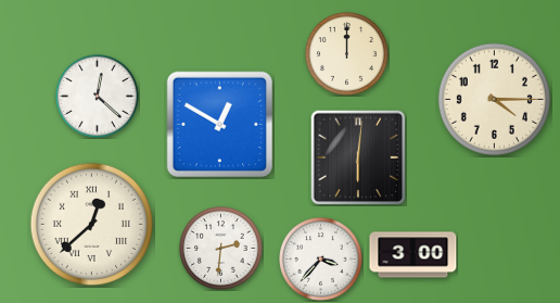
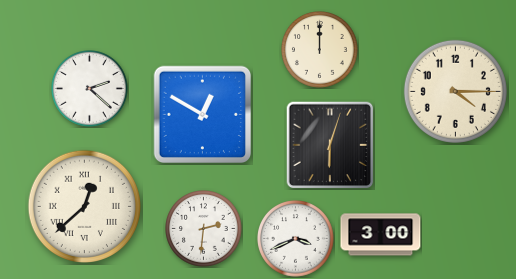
clock at (98, 97): 12:22 -> 2:22
clock at (358, 157): 6:01 -> 6:03
clock at (321, 260): 3:37 -> 3:41
